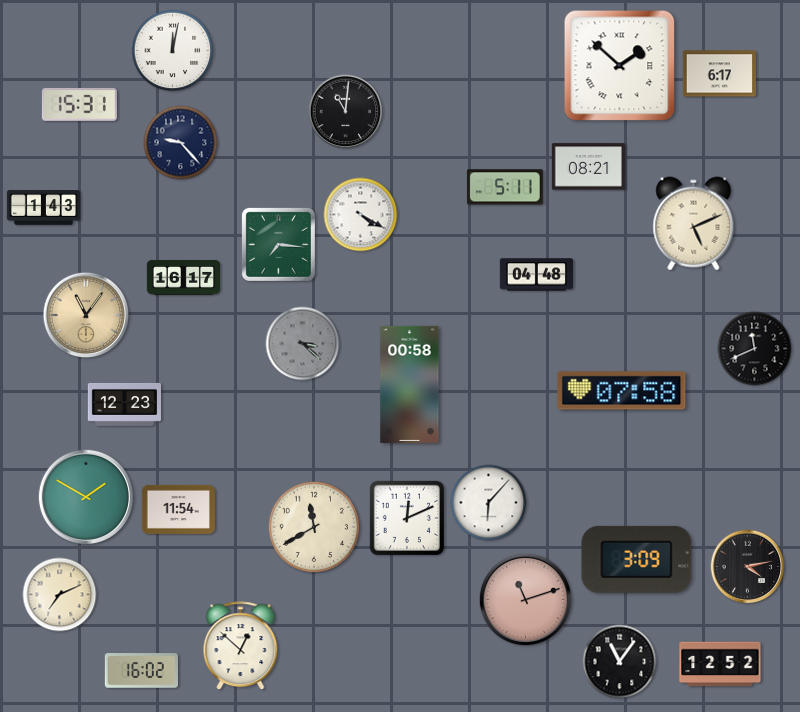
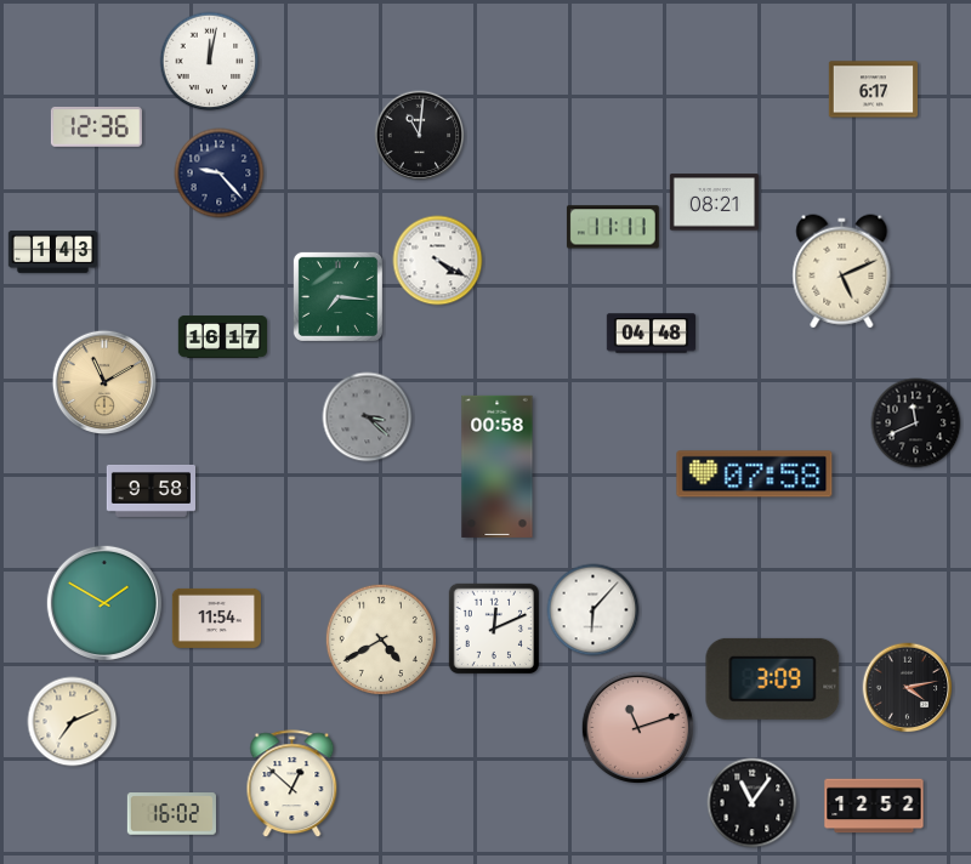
clock at (620, 66): 1:52 -> none
clock at (79, 104): 15:31 -> 12:36
clock at (505, 187): 5:11 -> 11:11
clock at (86, 315): 11:06 -> 11:10
clock at (124, 404): 12:23 -> 9:58
clock at (314, 527): 11:40 -> 4:40
